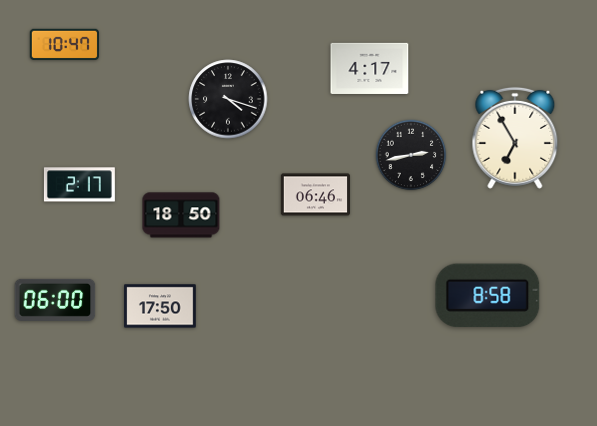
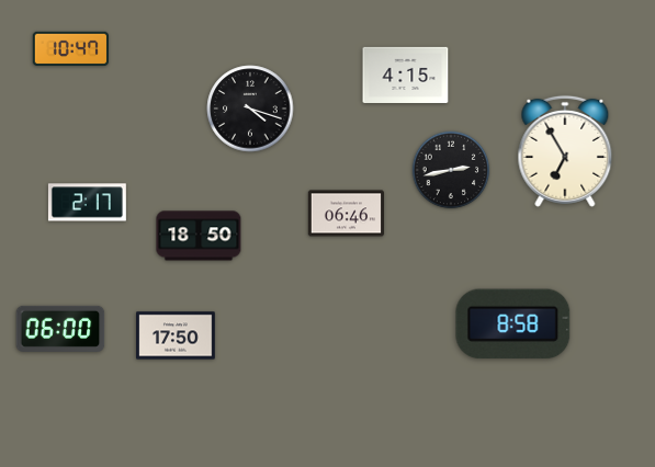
clock at (370, 68): 4:17 -> 4:15
clock at (488, 296) position: (488, 296) -> (513, 324)
